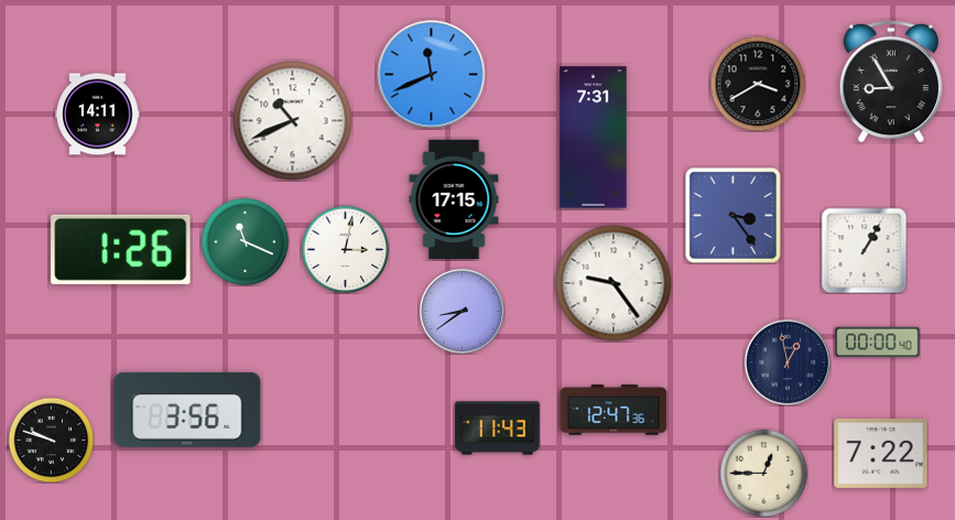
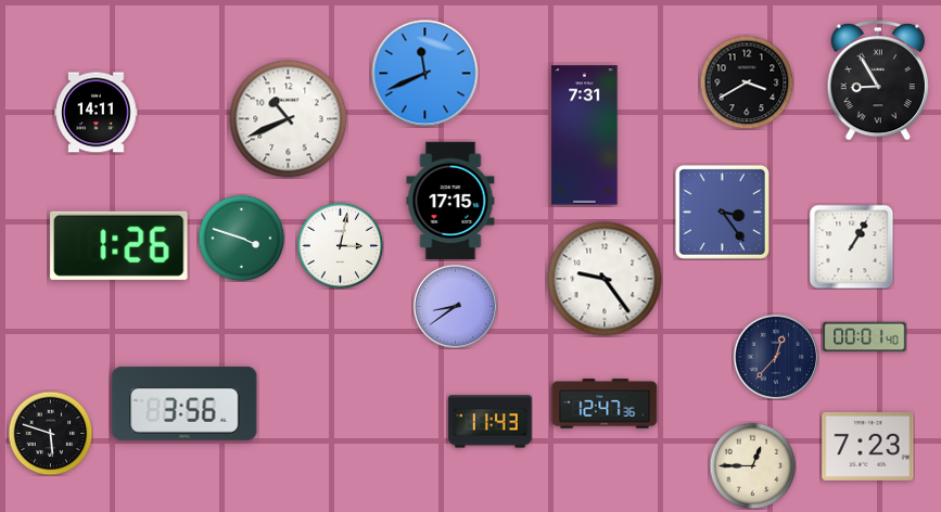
clock at (454, 199) position: (454, 199) -> (450, 201)
clock at (245, 241): 11:19 -> 3:48
clock at (878, 343): 00:00 -> 00:01
clock at (786, 361): 12:58 -> 12:37
clock at (51, 440): 9:48 -> 5:48
clock at (881, 453): 7:22 -> 7:23
